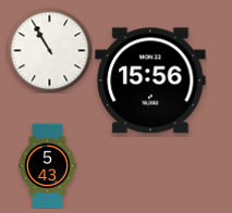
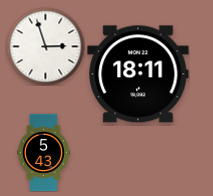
clock at (49, 50): 10:55 -> 2:57
clock at (150, 80): 15:56 -> 18:11
